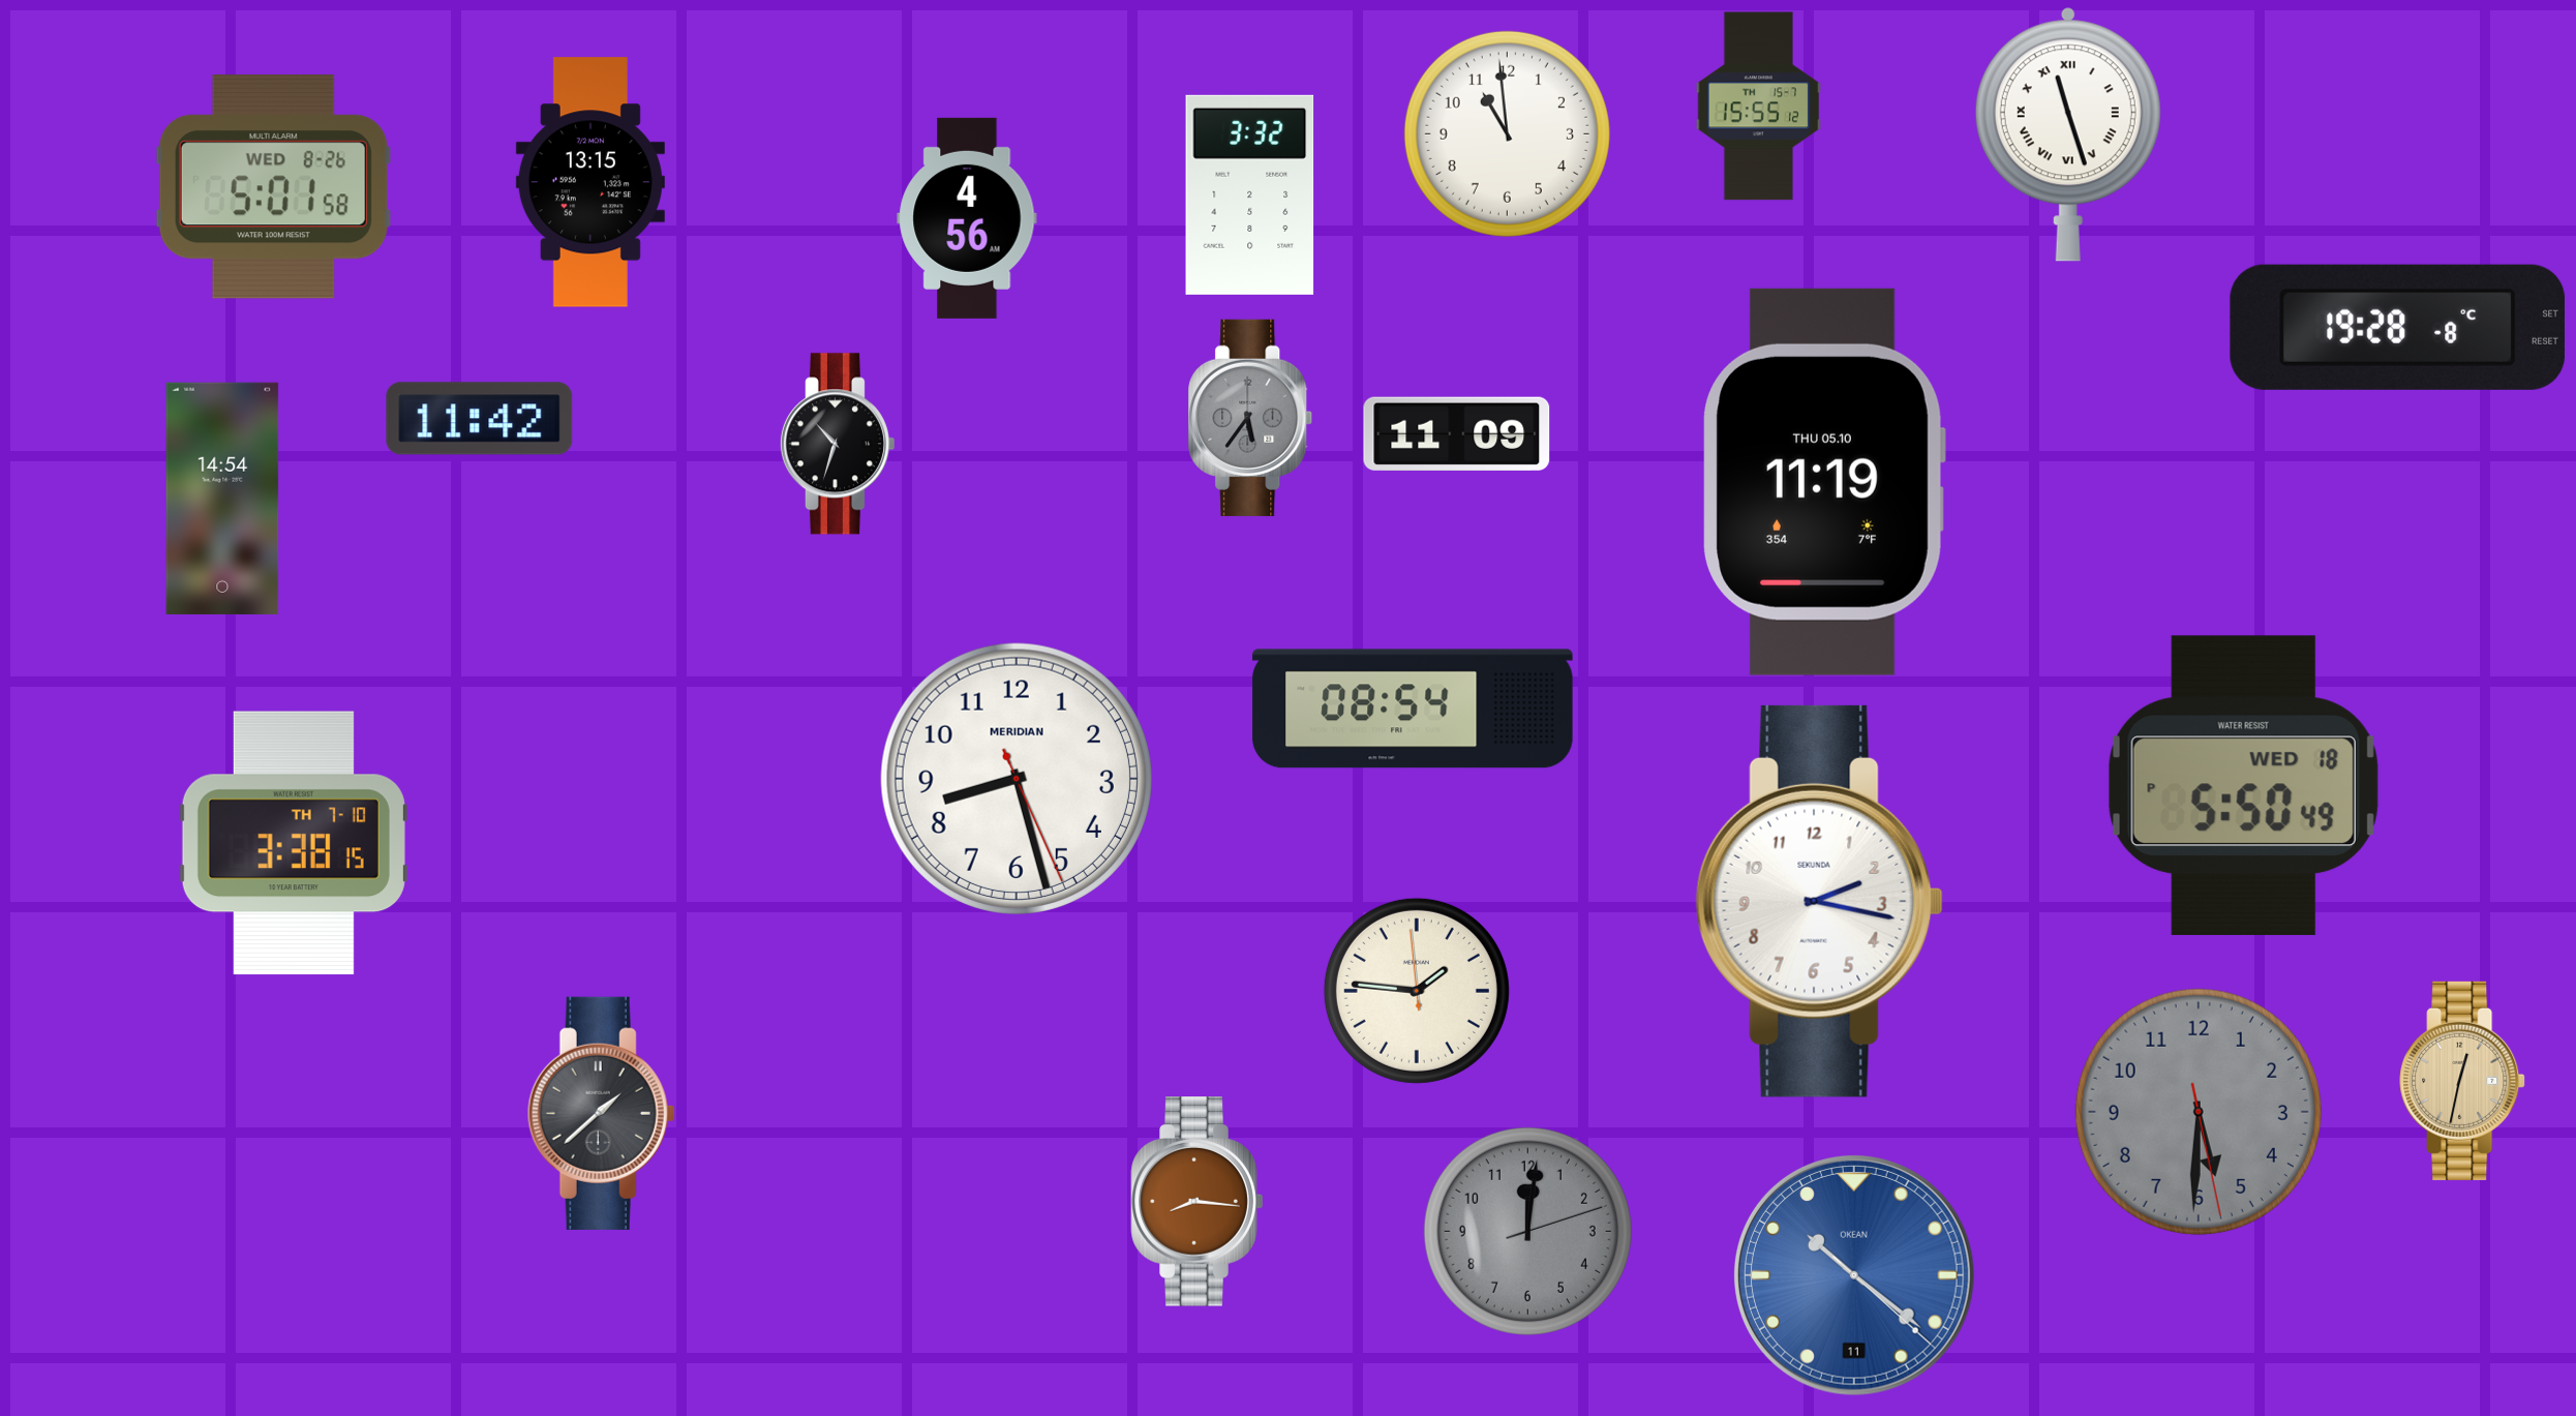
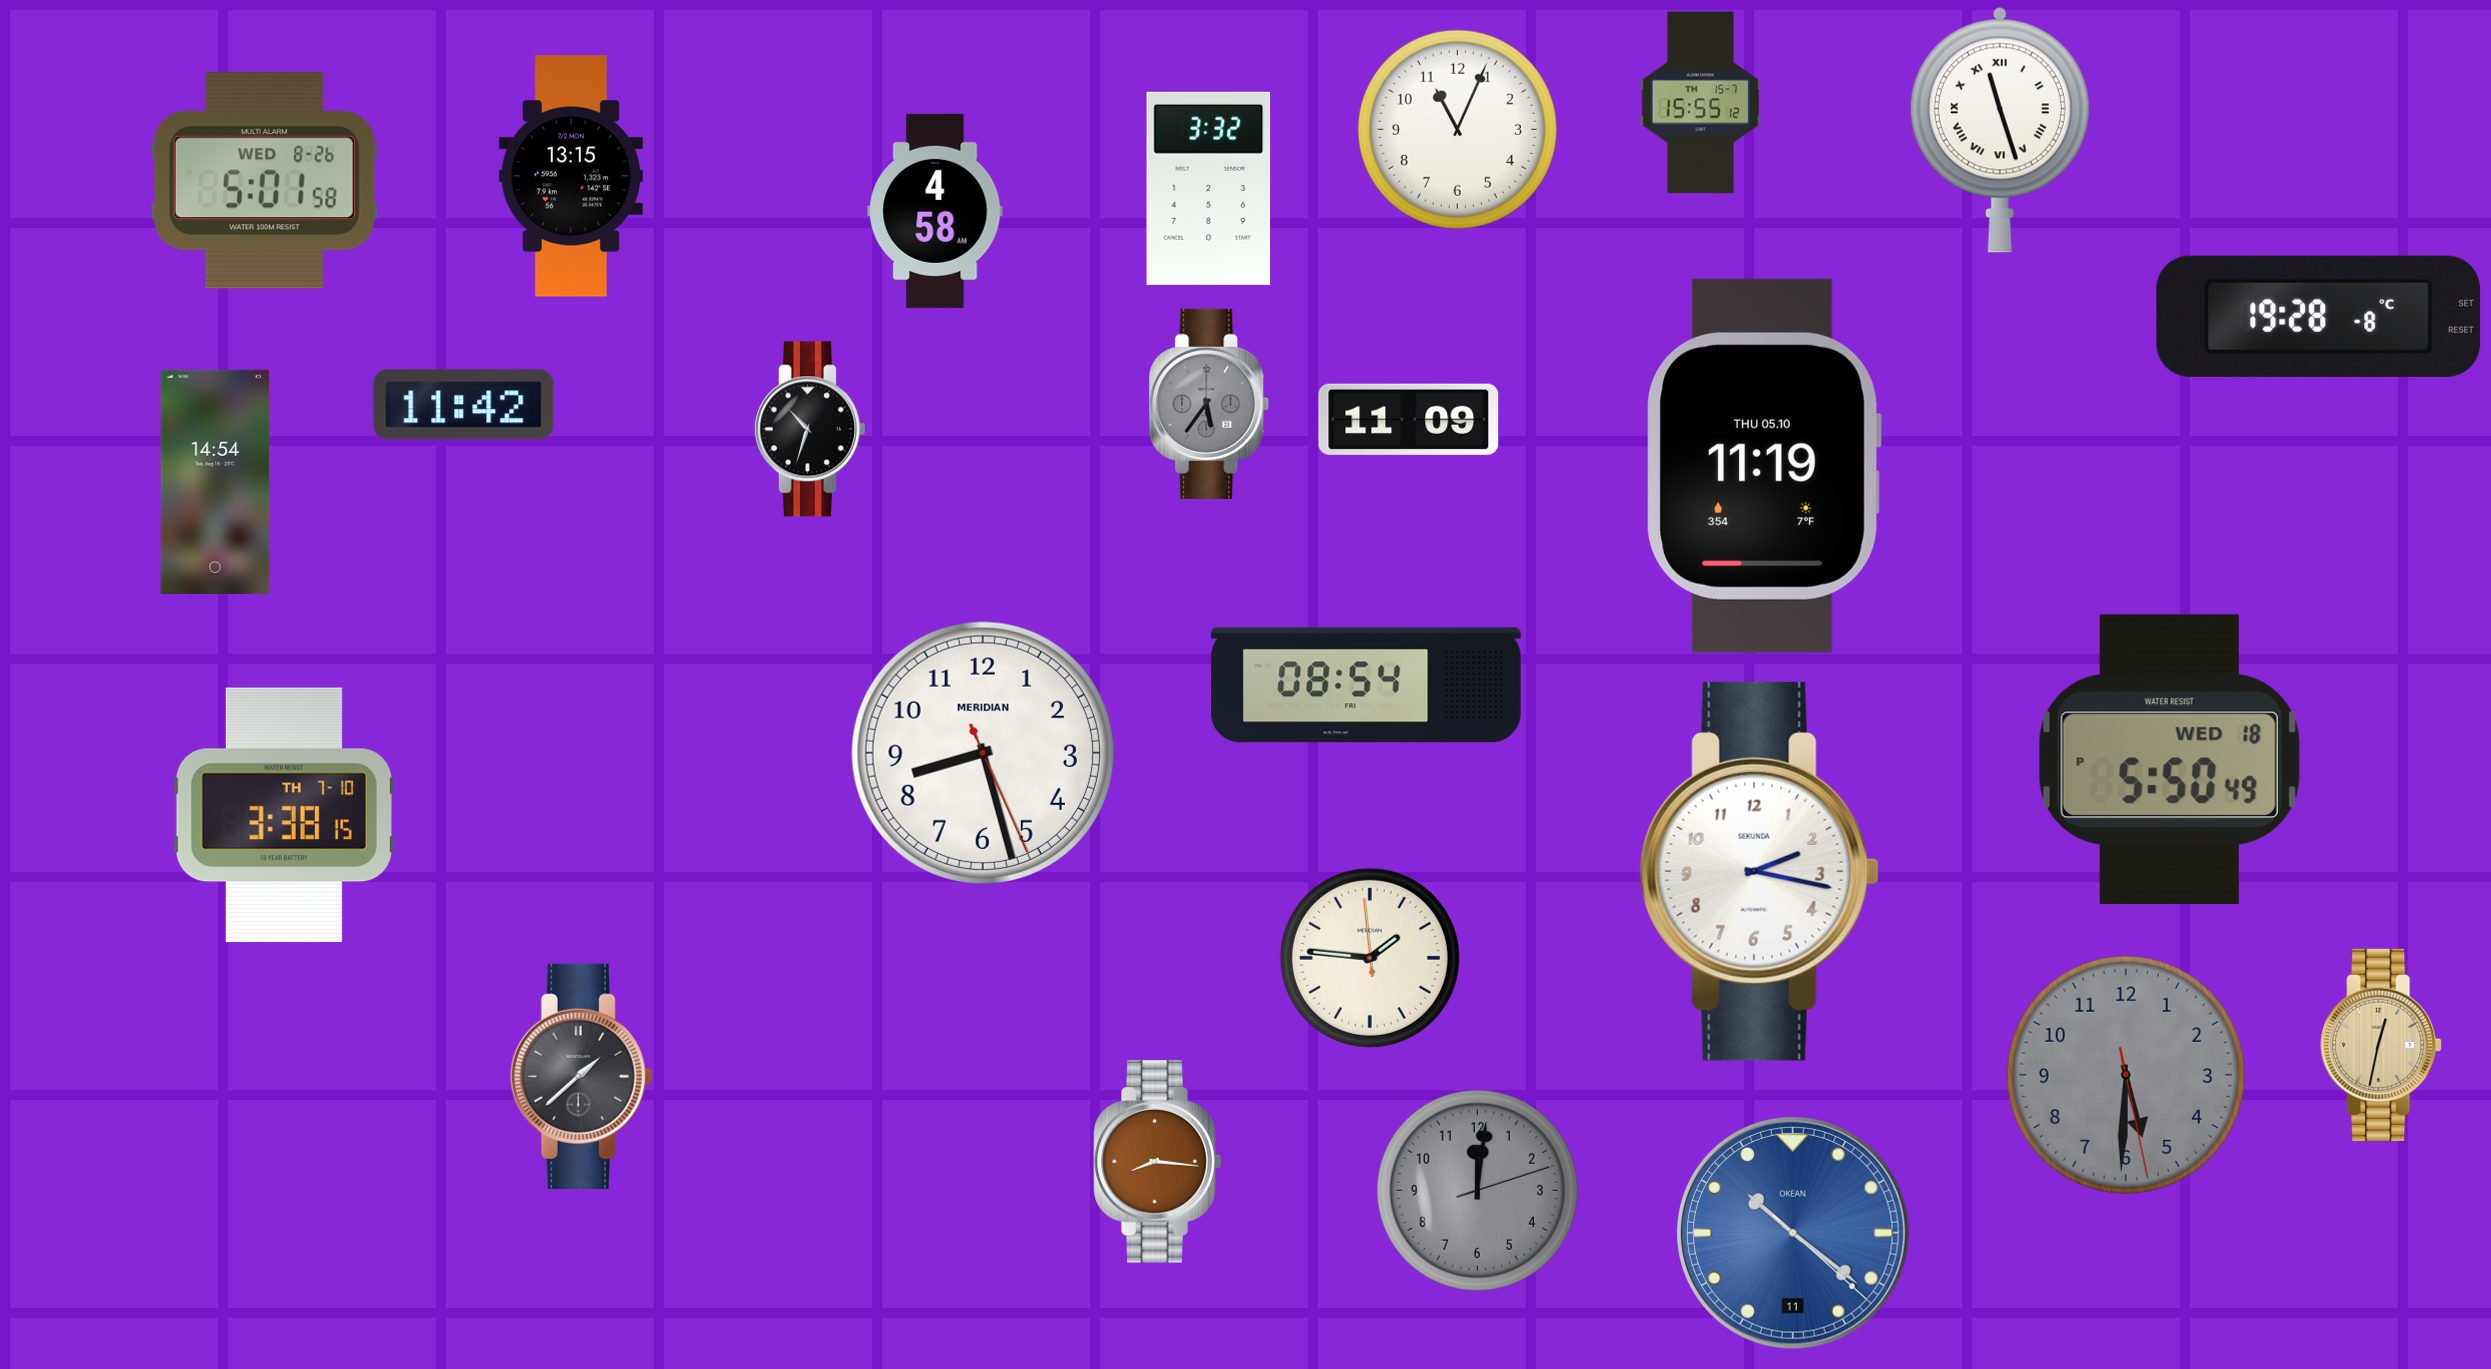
clock at (1507, 133): 10:59 -> 11:04
clock at (967, 218): 4:56 -> 4:58
